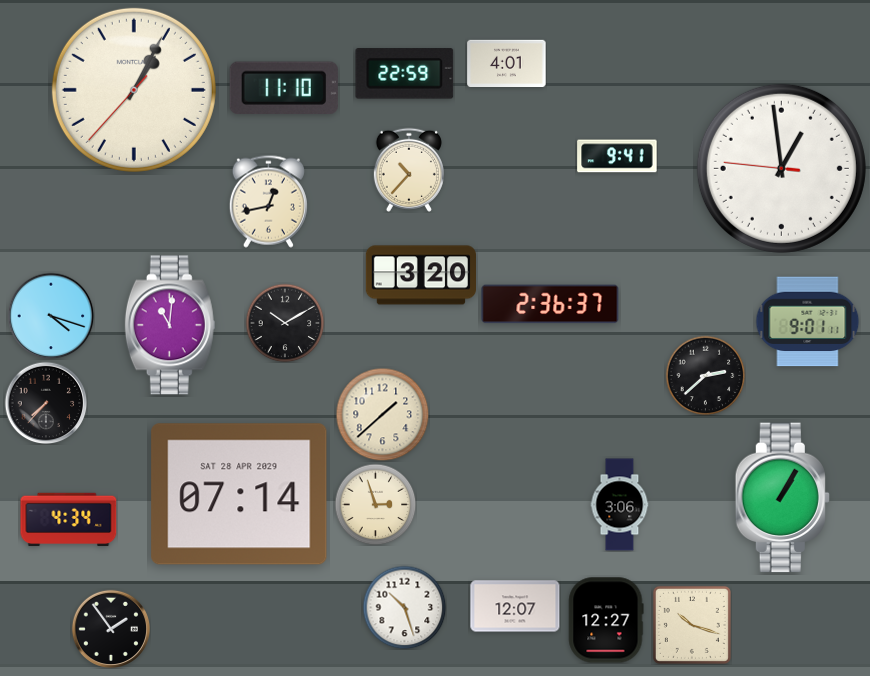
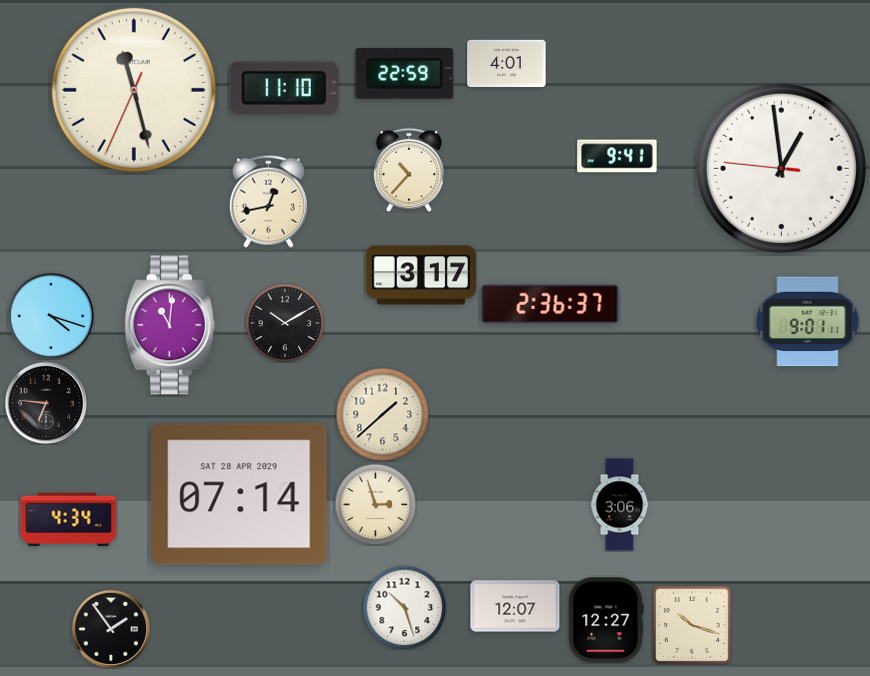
clock at (134, 90): 1:04 -> 11:27
clock at (420, 275): 3:20 -> 3:17
clock at (705, 375): 2:38 -> none
clock at (46, 403): 7:37 -> 6:46
clock at (782, 498): 1:05 -> none
